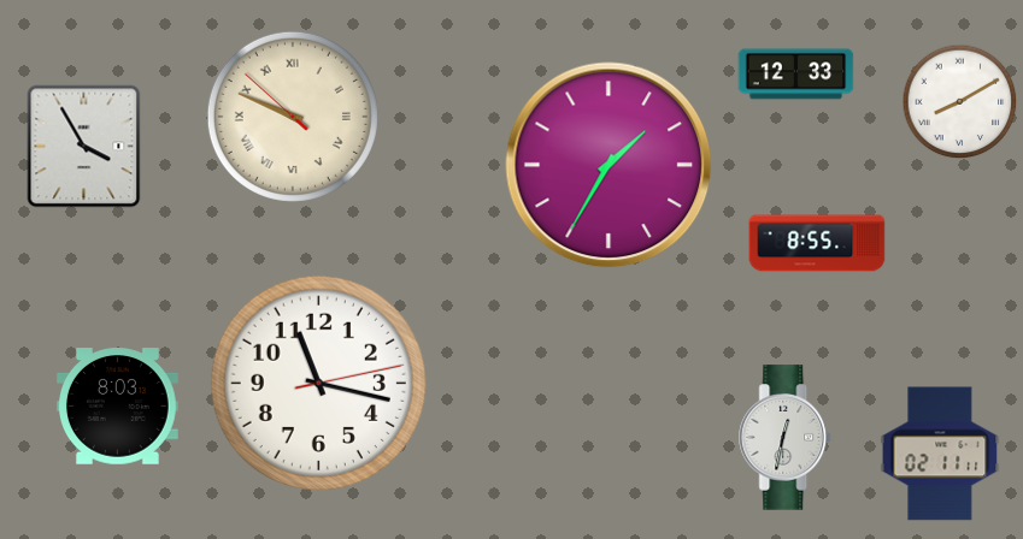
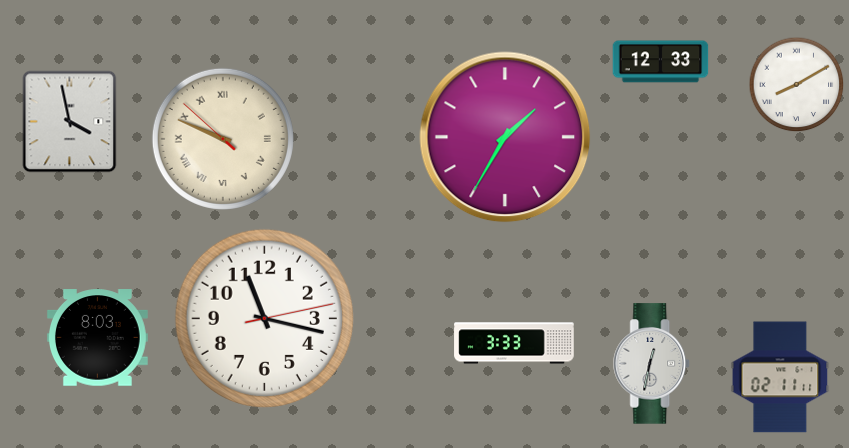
clock at (293, 117) position: (293, 117) -> (223, 139)
clock at (84, 147): 3:55 -> 3:58
clock at (817, 243): 8:55 -> none
clock at (514, 343): none -> 3:33
